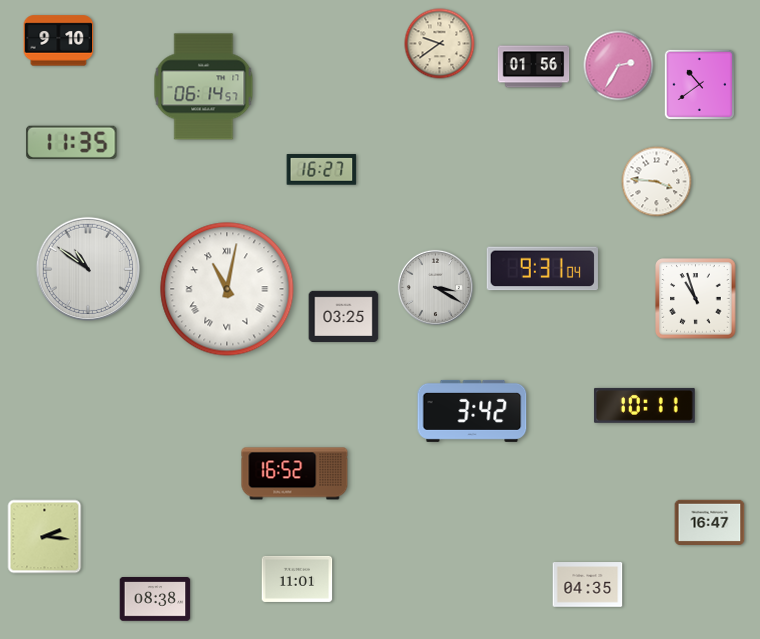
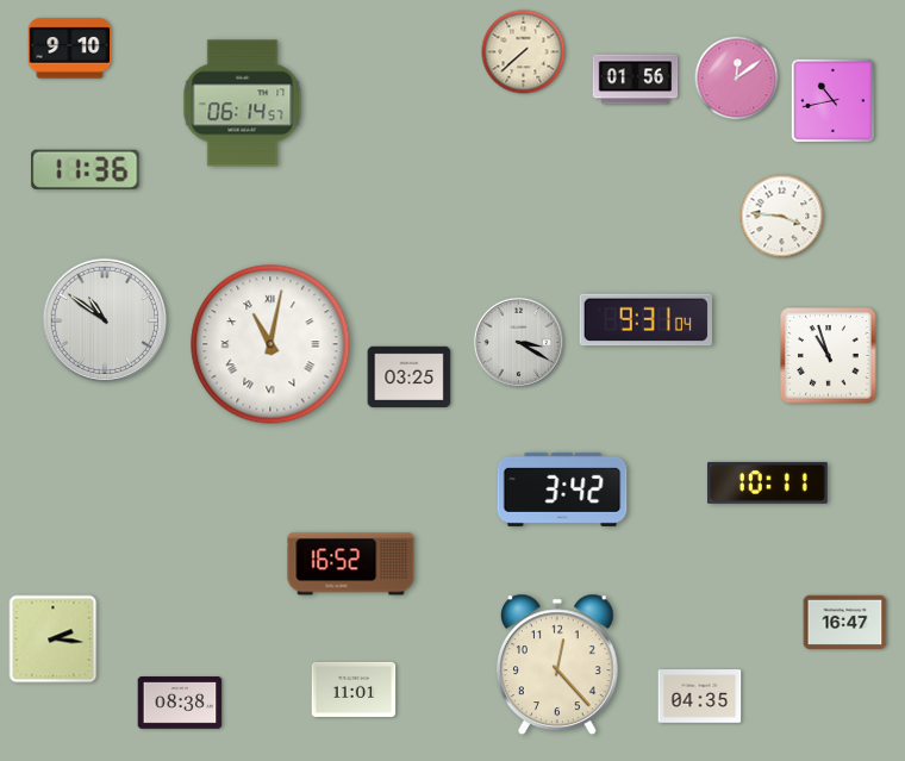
clock at (440, 44): 9:39 -> 7:38
clock at (619, 66): 2:35 -> 12:09
clock at (699, 84): 10:39 -> 10:43
clock at (72, 142): 11:35 -> 11:36
clock at (322, 170): 16:27 -> none
clock at (557, 665): none -> 12:23
clock at (155, 600) position: (155, 600) -> (180, 704)
